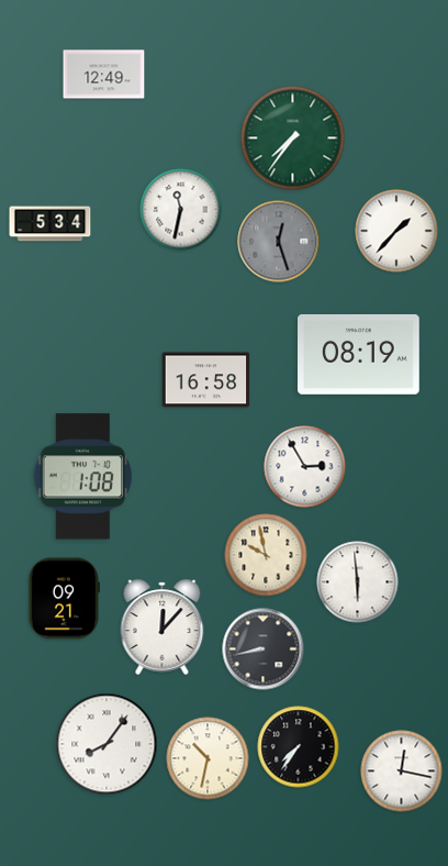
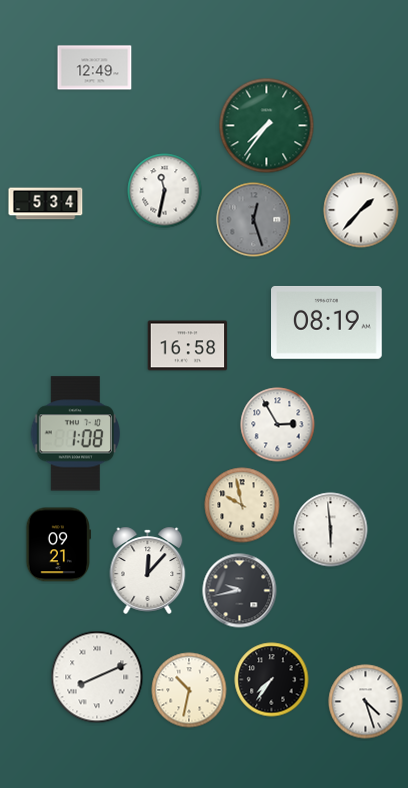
clock at (358, 582) position: (358, 582) -> (331, 530)
clock at (264, 649): 8:43 -> 9:43
clock at (107, 744): 8:06 -> 8:11
clock at (402, 771): 12:17 -> 4:27
